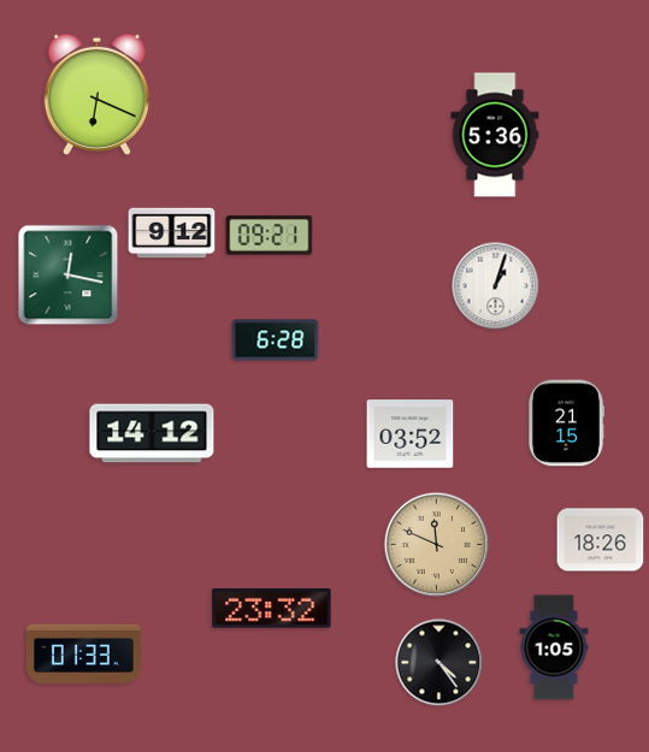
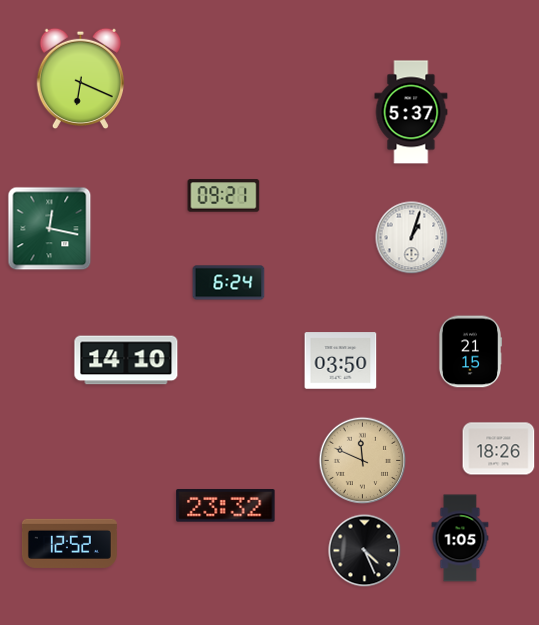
clock at (495, 135): 5:36 -> 5:37
clock at (172, 233): 9:12 -> none
clock at (69, 276) position: (69, 276) -> (50, 229)
clock at (276, 341): 6:28 -> 6:24
clock at (152, 433): 14:12 -> 14:10
clock at (411, 434): 03:52 -> 03:50
clock at (437, 545) position: (437, 545) -> (363, 461)
clock at (83, 653): 01:33 -> 12:52
clock at (439, 663): 4:24 -> 4:26
